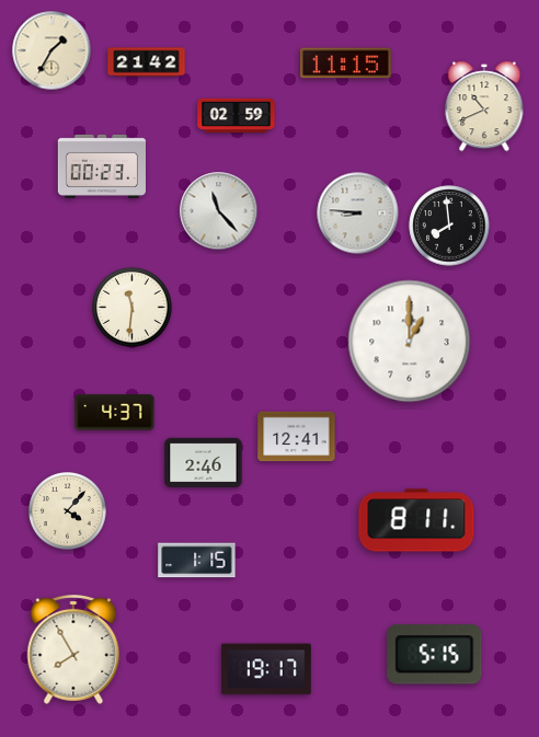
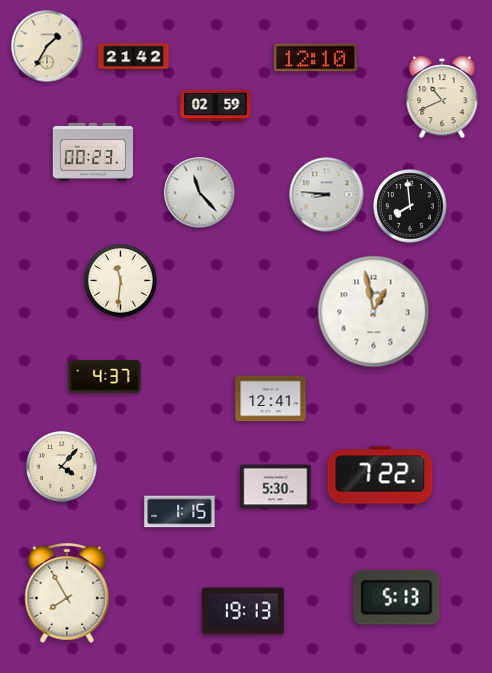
clock at (346, 64): 11:15 -> 12:10
clock at (410, 342): 1:00 -> 12:58
clock at (204, 463): 2:46 -> none
clock at (416, 520): 8:11 -> 7:22
clock at (276, 487): none -> 5:30
clock at (435, 655): 5:15 -> 5:13
clock at (266, 669): 19:17 -> 19:13
